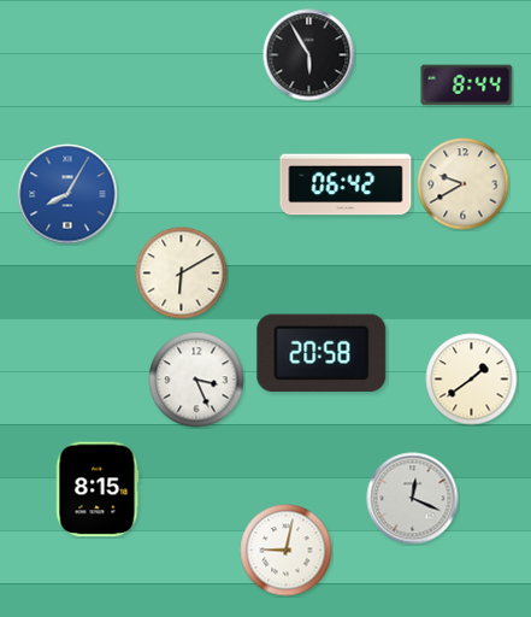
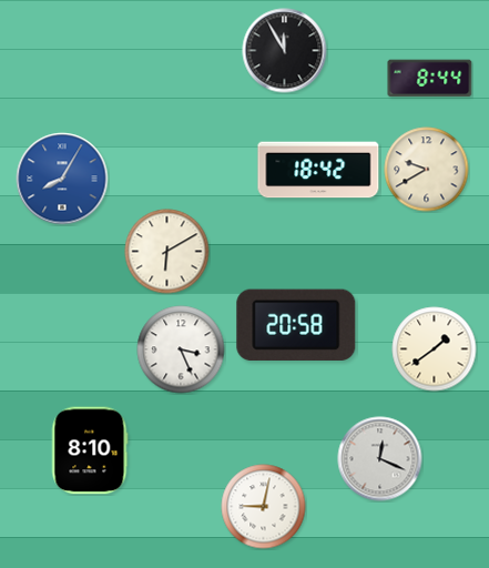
clock at (309, 55): 5:55 -> 11:55
clock at (346, 184): 06:42 -> 18:42
clock at (98, 489): 8:15 -> 8:10
